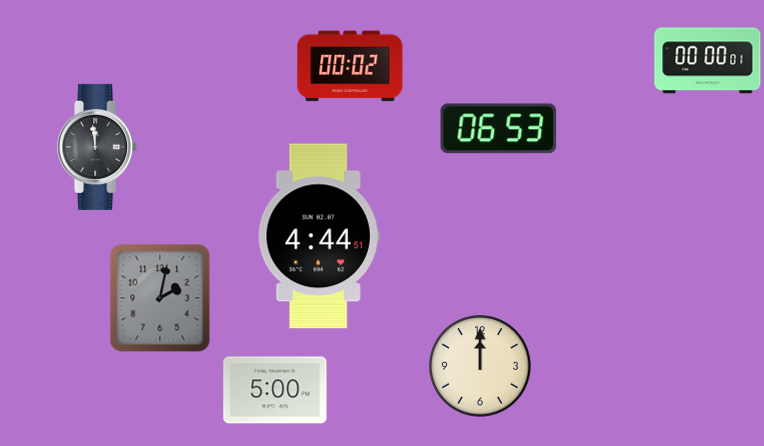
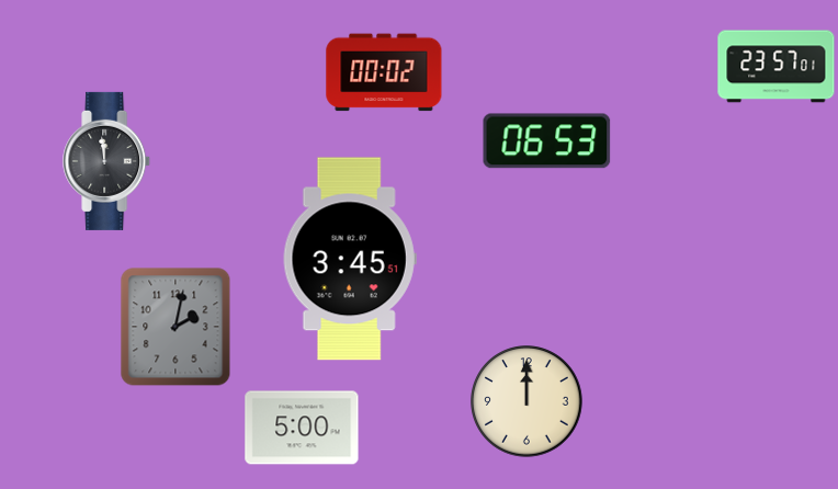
clock at (708, 61): 00:00 -> 23:57
clock at (319, 236): 4:44 -> 3:45
